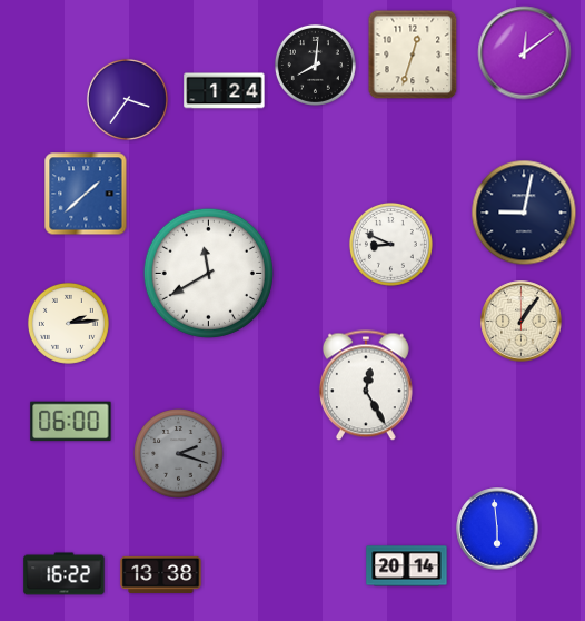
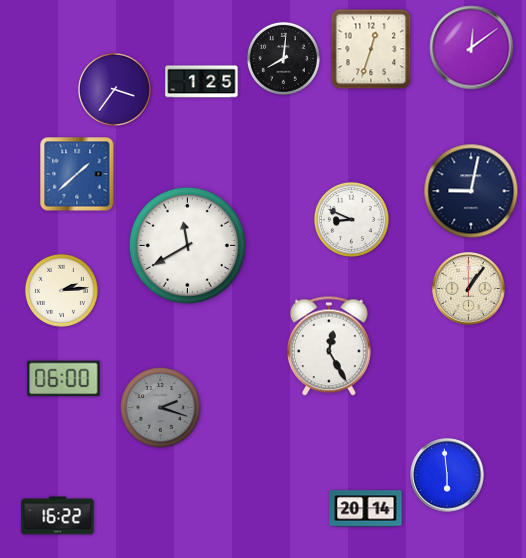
clock at (225, 91): 1:24 -> 1:25
clock at (161, 574): 13:38 -> none
